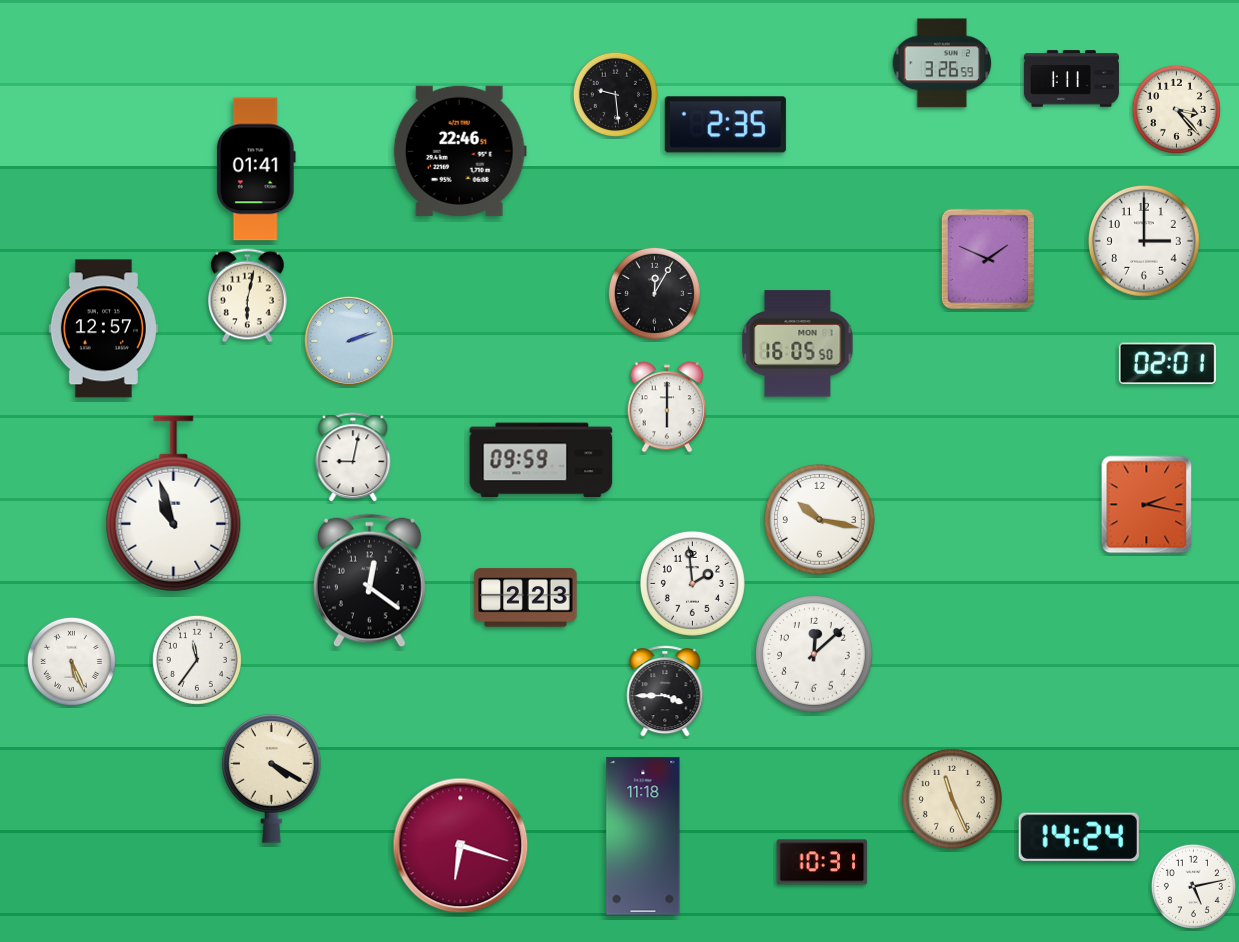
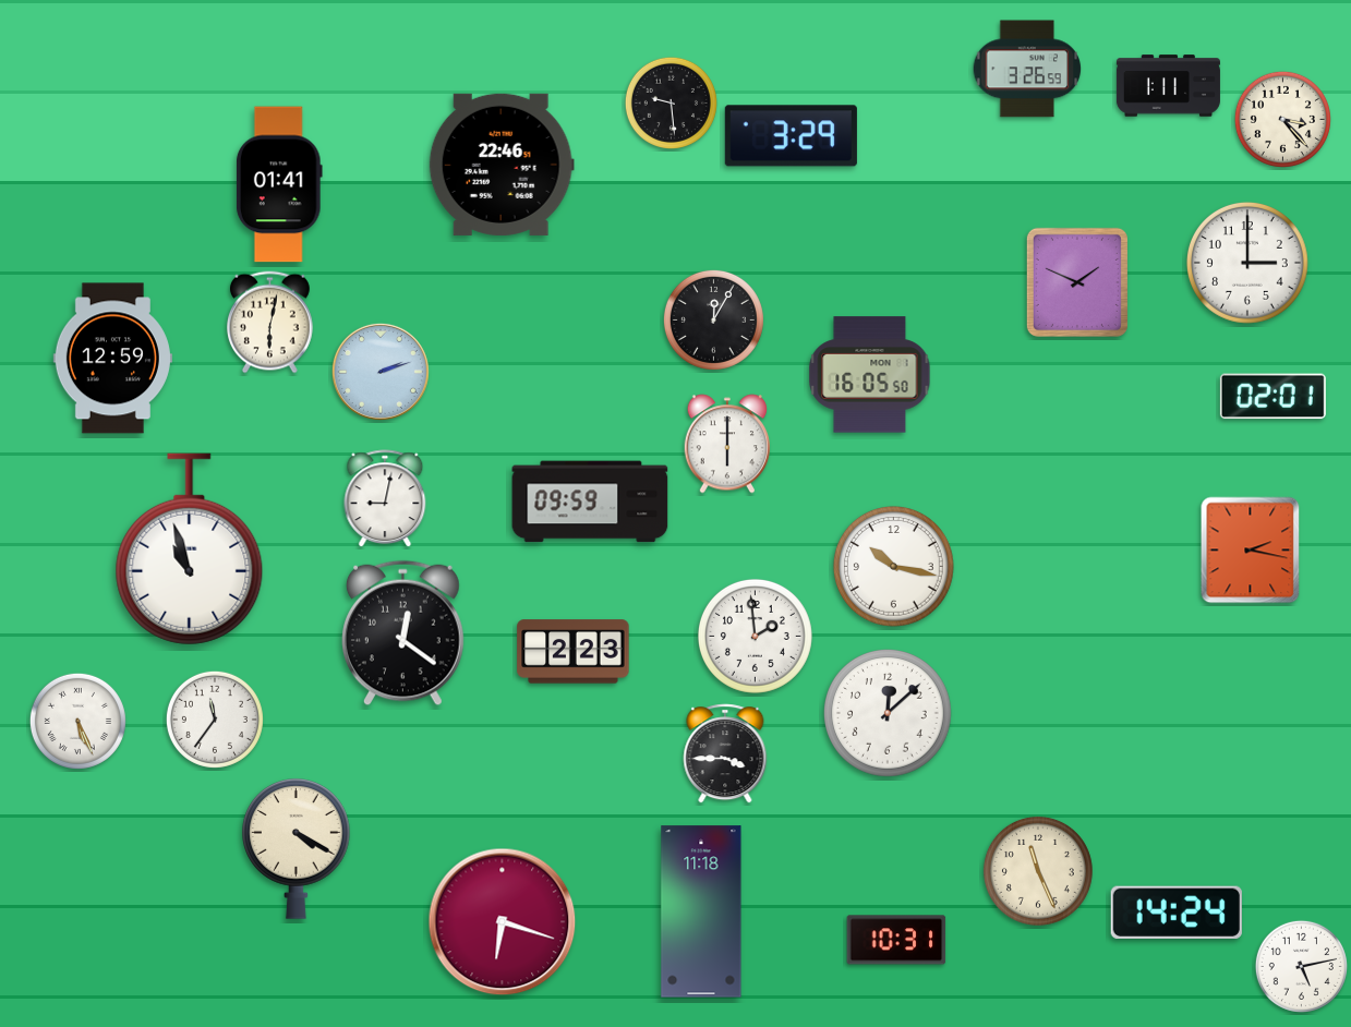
clock at (725, 125): 2:35 -> 3:29
clock at (103, 329): 12:57 -> 12:59
